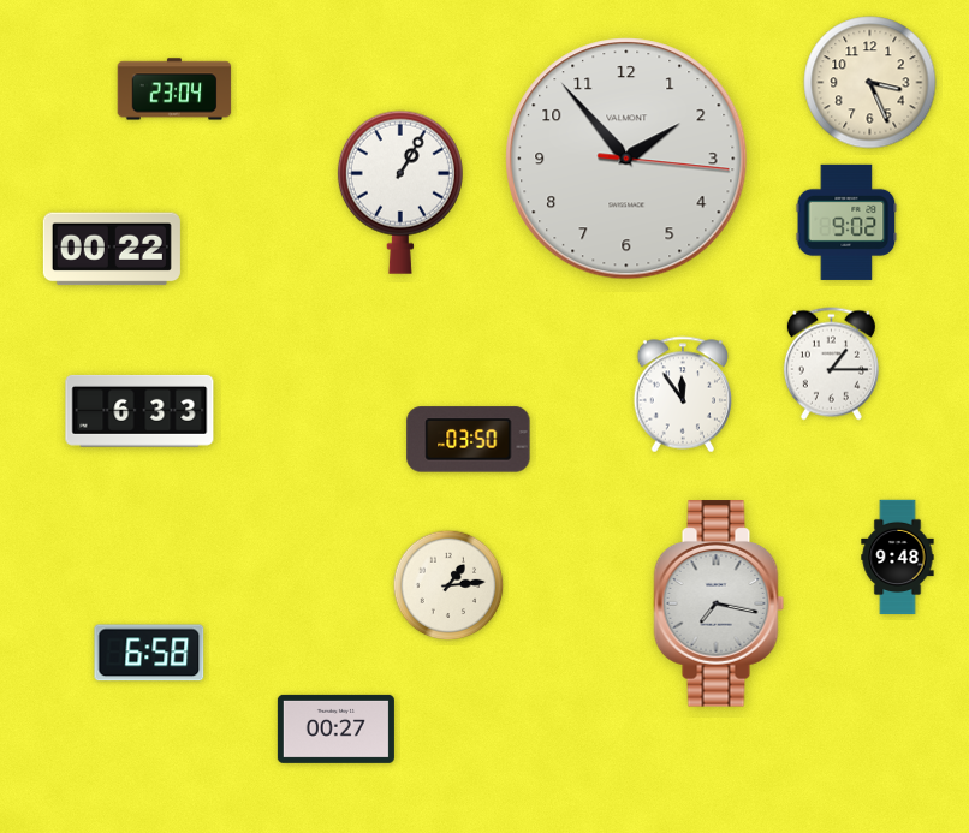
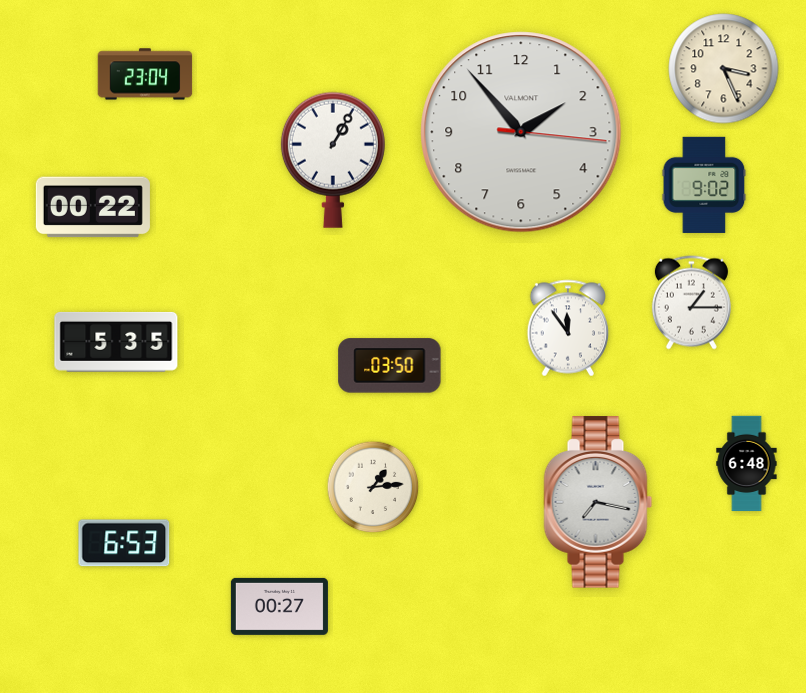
clock at (139, 411): 6:33 -> 5:35
clock at (898, 558): 9:48 -> 6:48
clock at (149, 653): 6:58 -> 6:53
